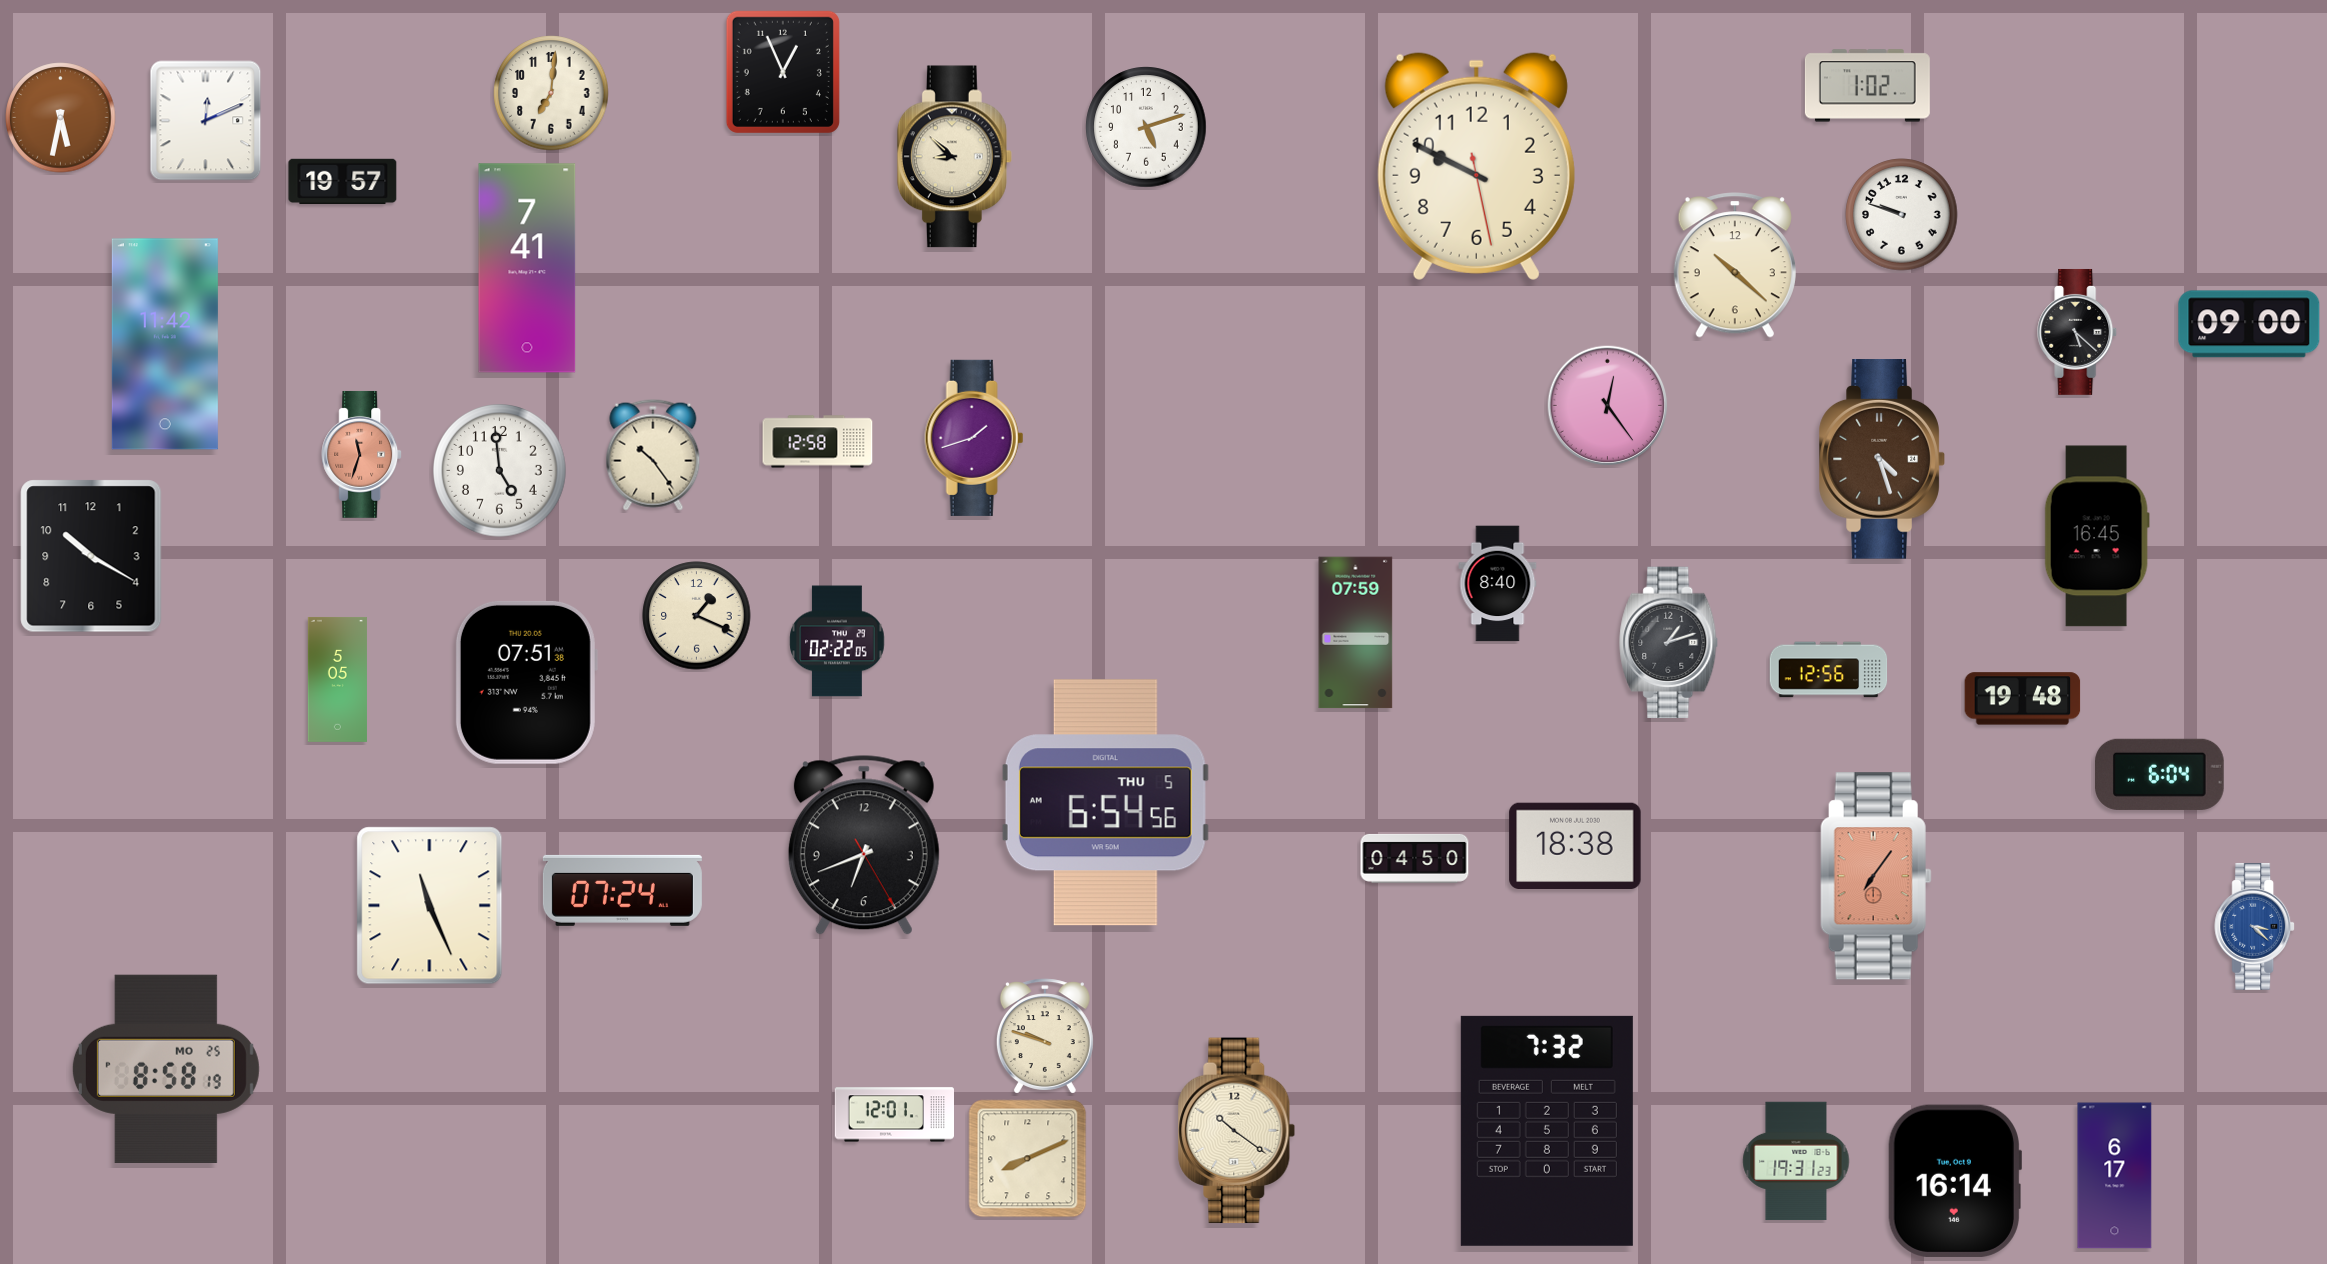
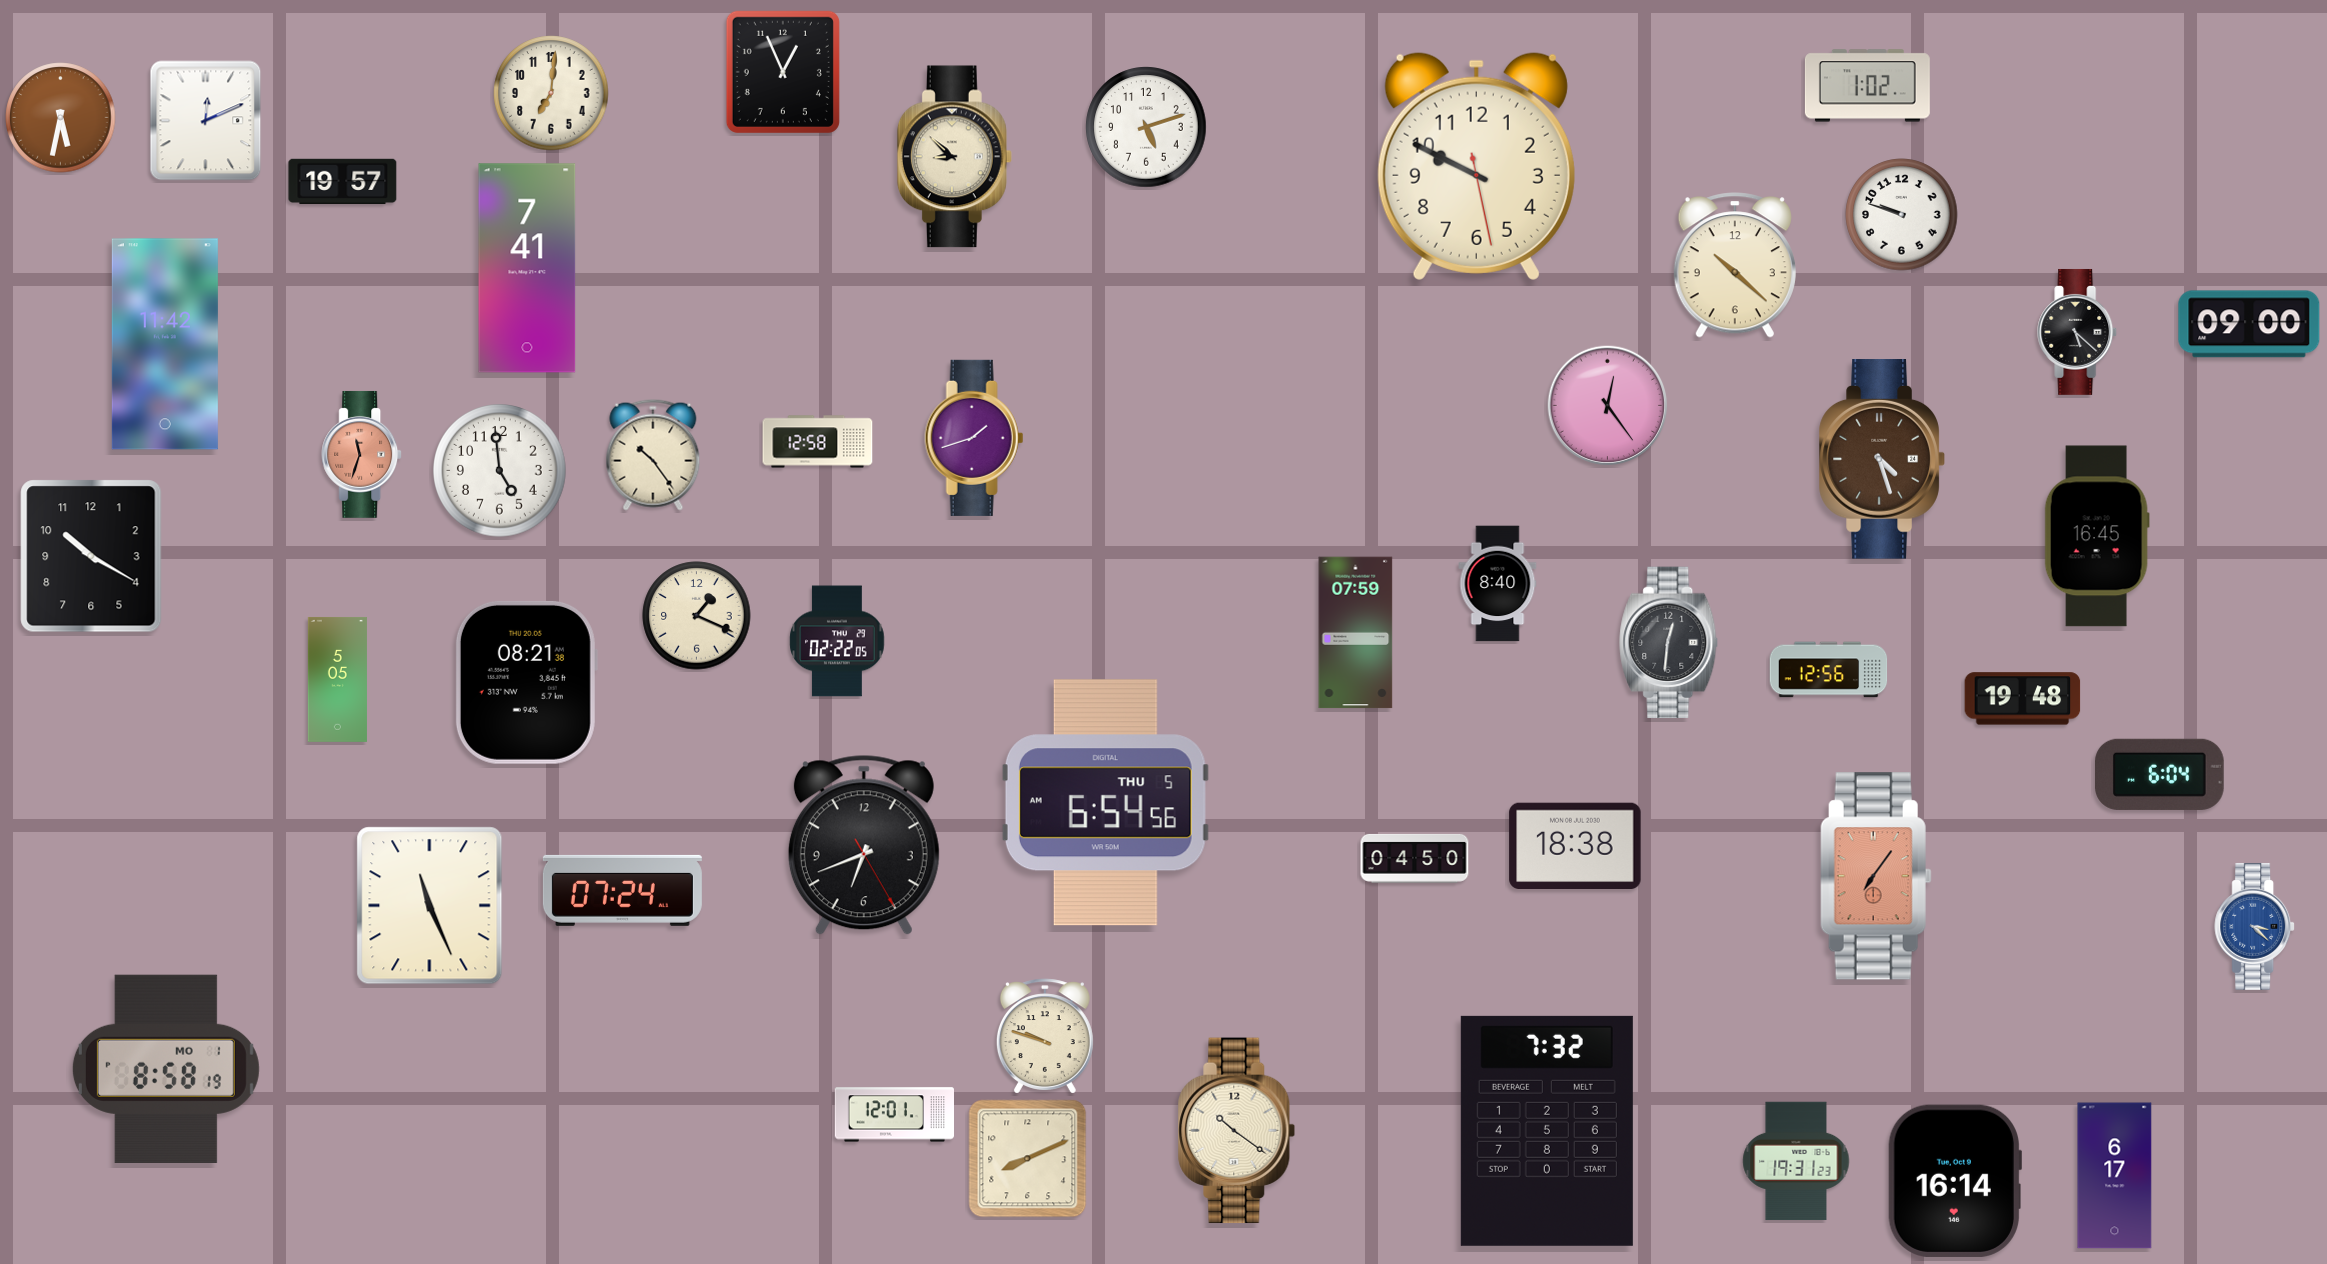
clock at (1669, 643): 1:12 -> 12:31
clock at (526, 682): 07:51 -> 08:21
clock at (166, 1069) date: MO 25 -> MO 1
